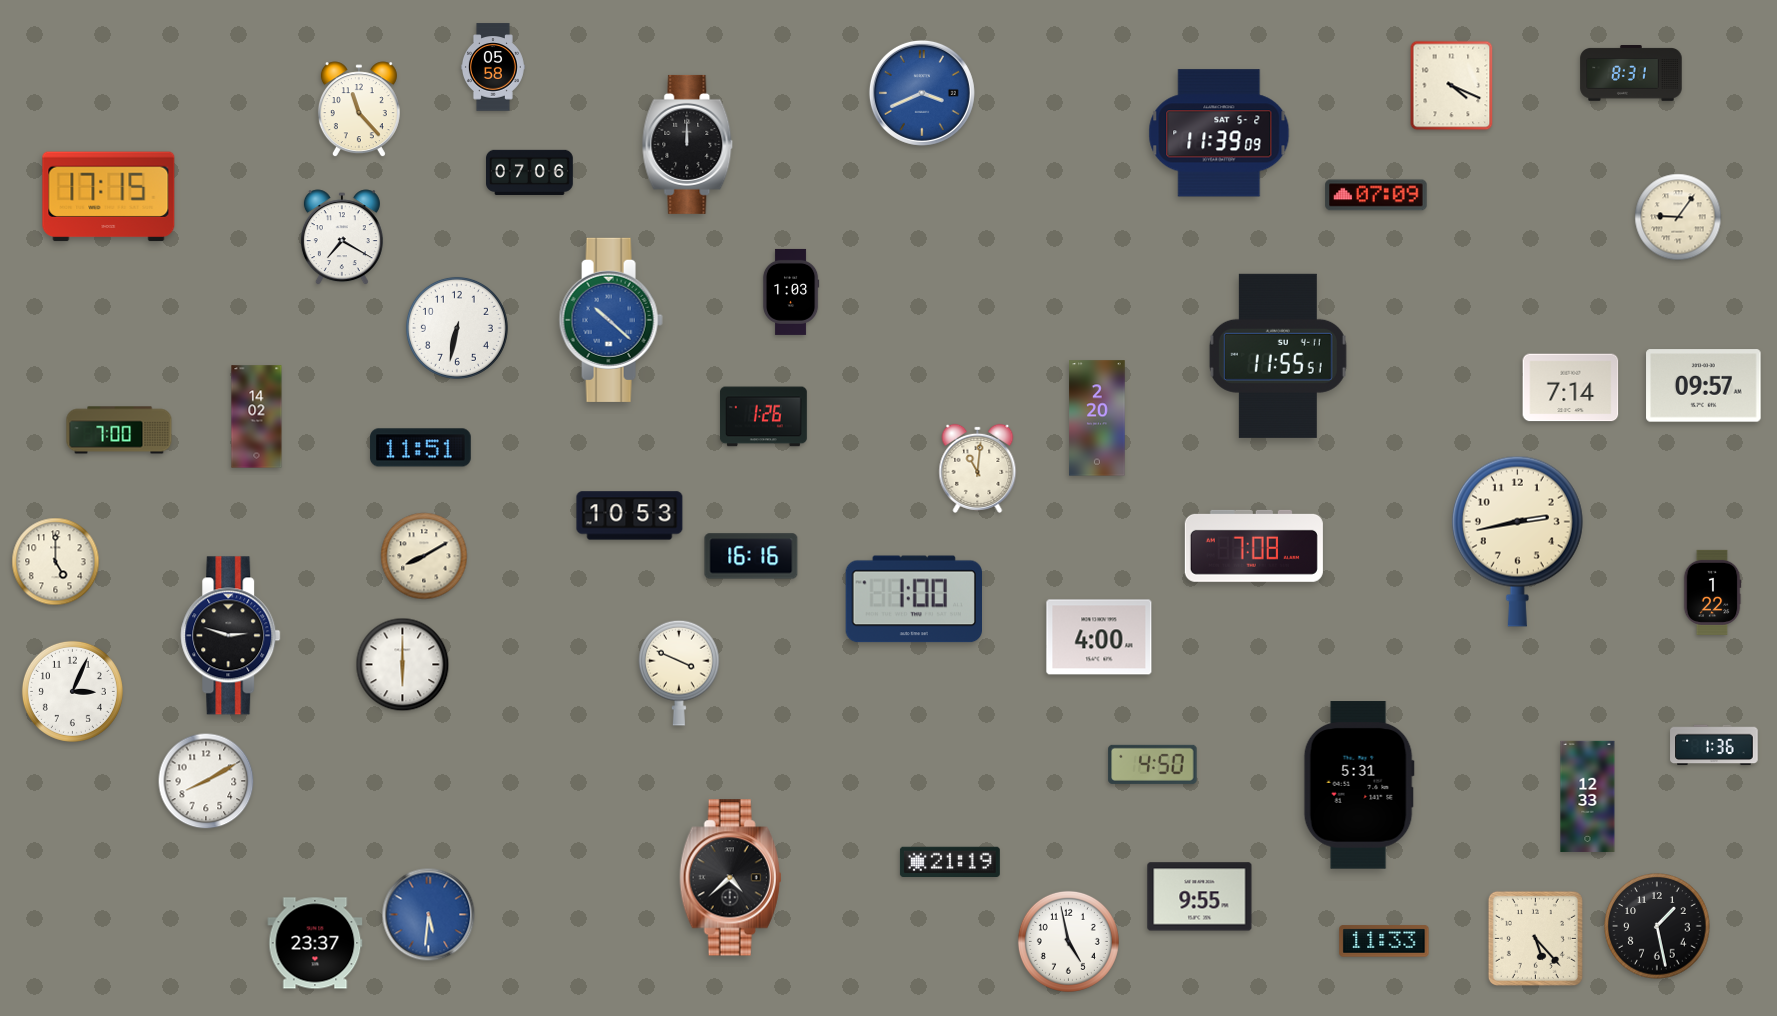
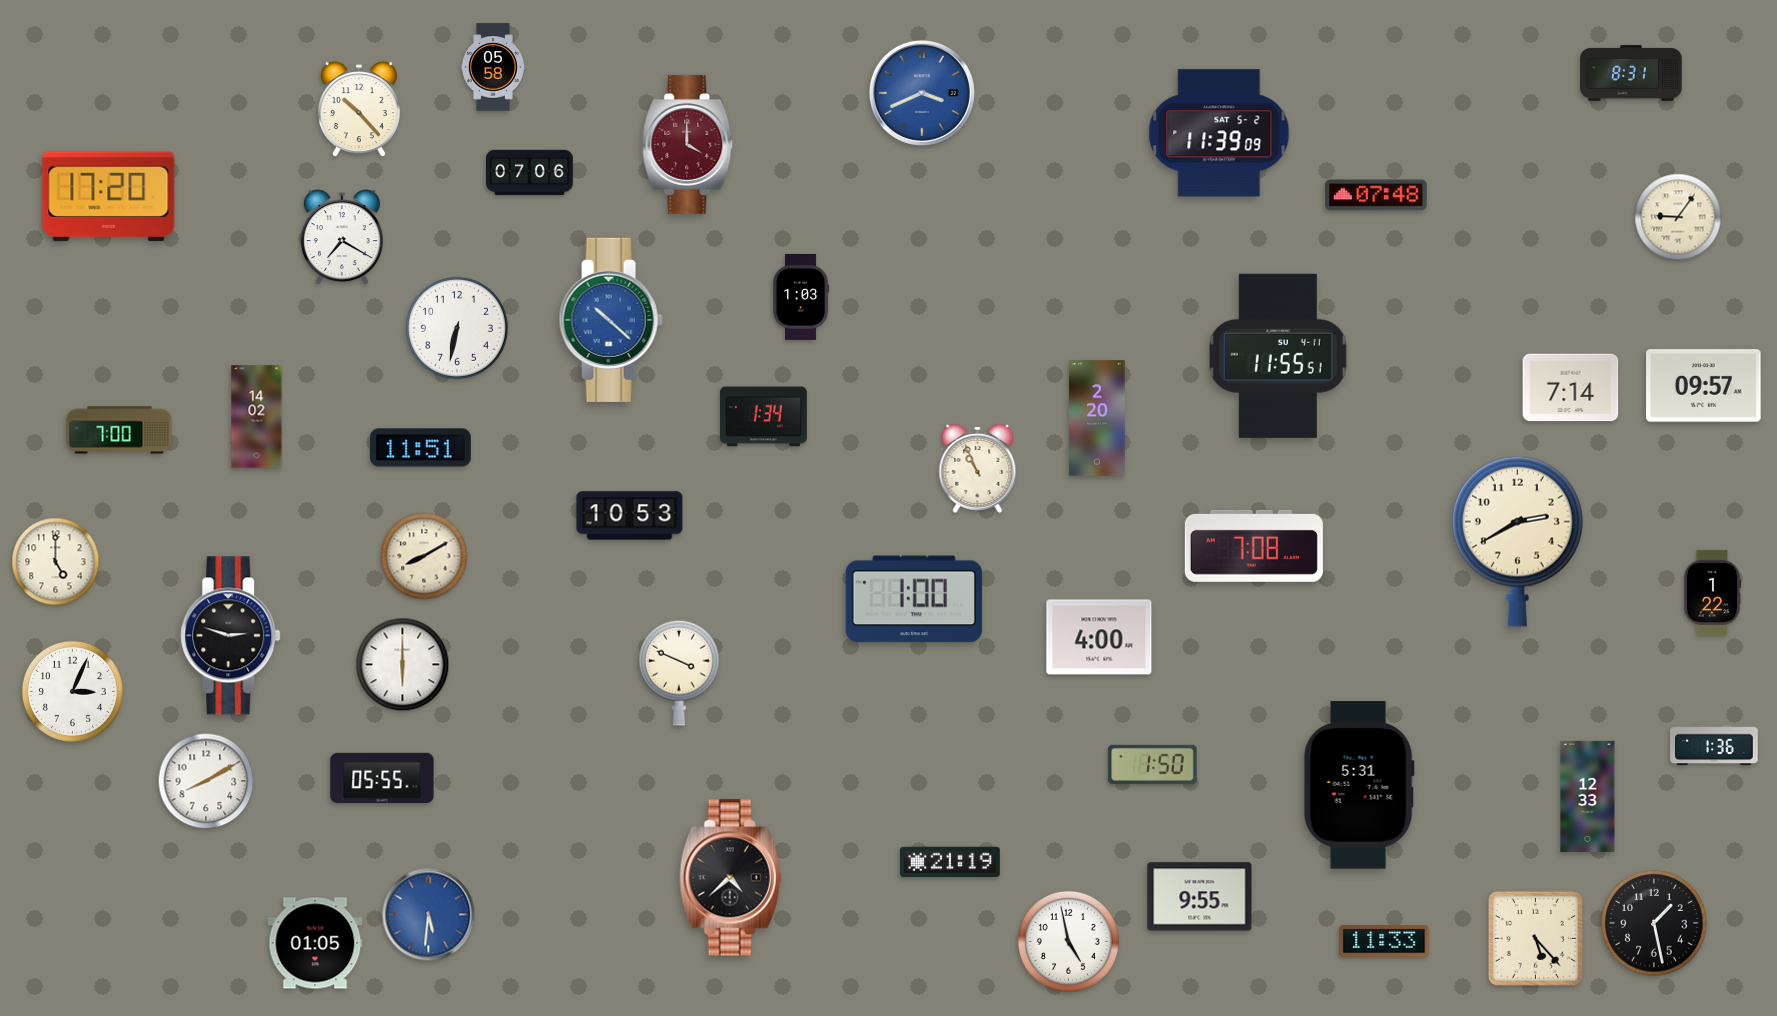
clock at (1452, 86): 4:19 -> none
clock at (359, 110): 11:23 -> 10:23
clock at (688, 144): 12:00 -> 4:00
clock at (688, 144) dial: black -> burgundy
clock at (1376, 195): 07:09 -> 07:48
clock at (109, 197): 17:15 -> 17:20
clock at (791, 292) position: (791, 292) -> (801, 297)
clock at (764, 417): 1:26 -> 1:34
clock at (978, 468): 11:01 -> 10:56
clock at (1517, 541): 2:43 -> 2:40
clock at (751, 556): 16:16 -> none
clock at (1153, 764): 4:50 -> 1:50
clock at (382, 778): none -> 05:55
clock at (1657, 926) position: (1657, 926) -> (1654, 923)
clock at (315, 943): 23:37 -> 01:05
